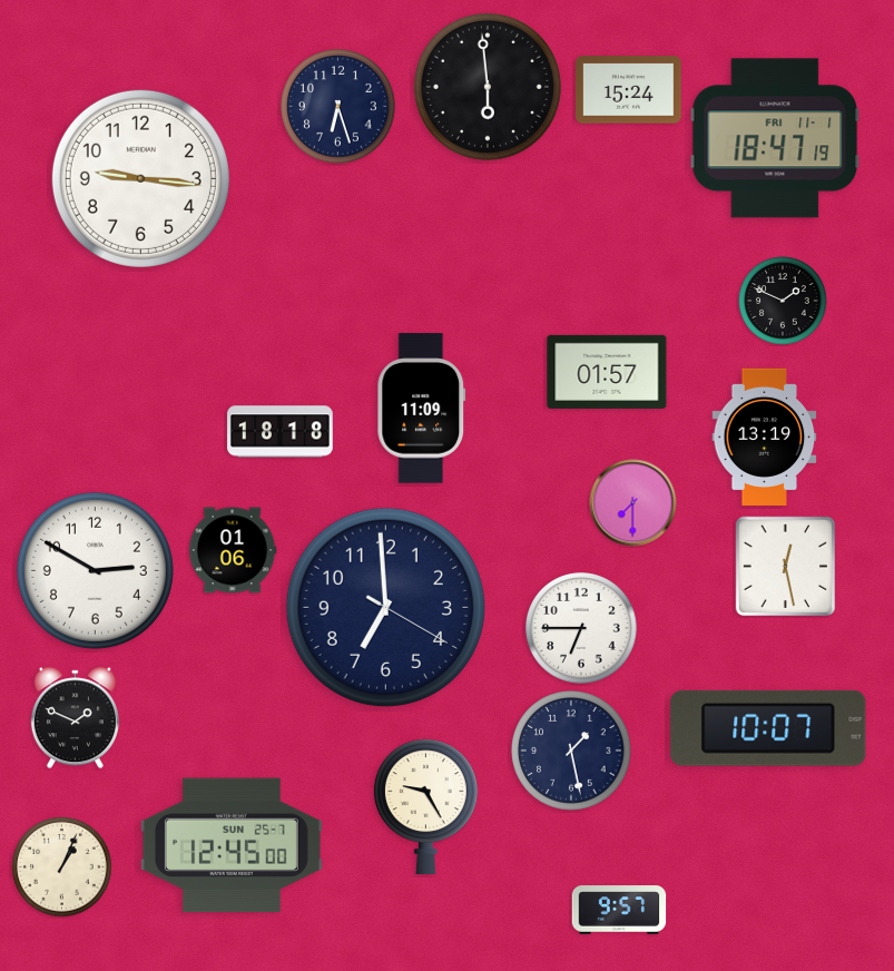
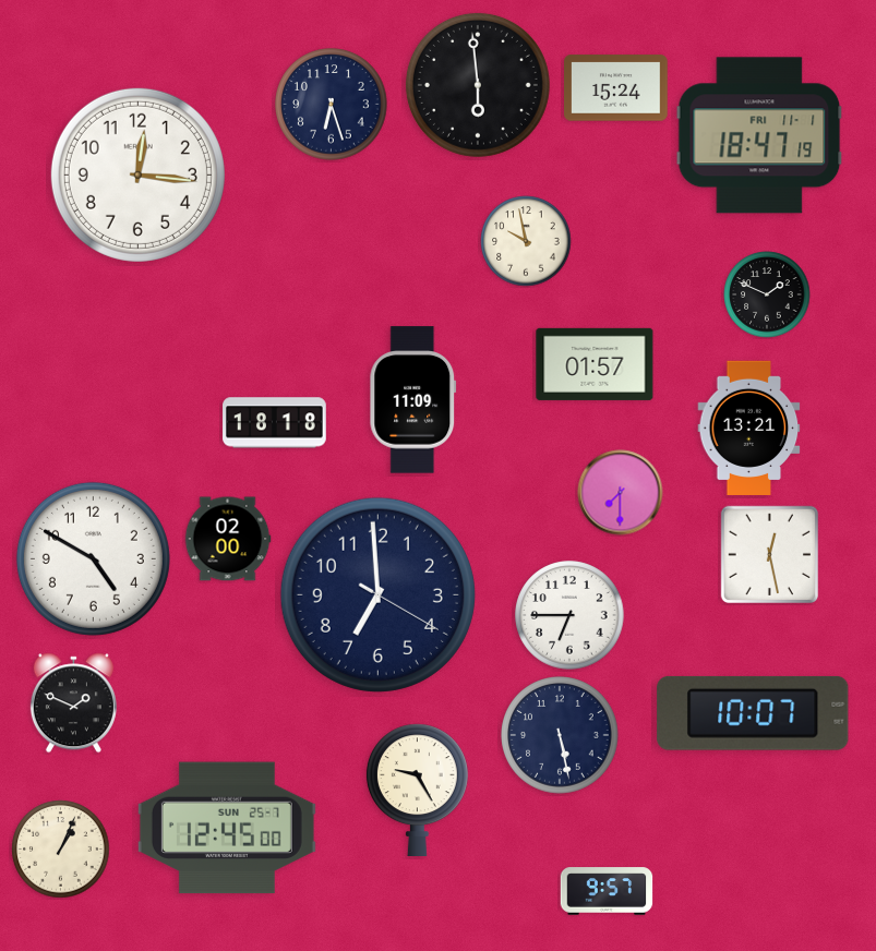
clock at (140, 178): 9:16 -> 12:16
clock at (526, 241): none -> 9:58
clock at (765, 437): 13:19 -> 13:21
clock at (233, 550): 01:06 -> 02:00
clock at (95, 570): 2:50 -> 4:50
clock at (571, 751): 1:28 -> 5:28
